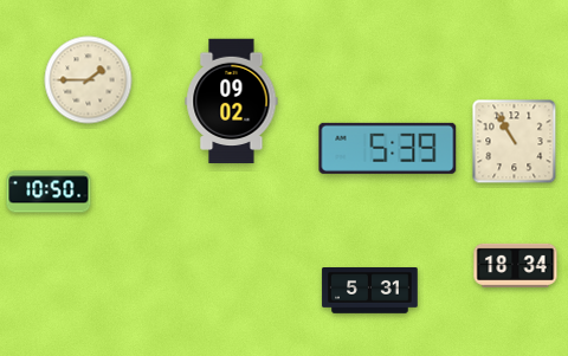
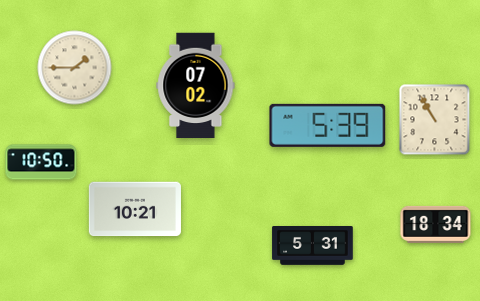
clock at (232, 102): 09:02 -> 07:02
clock at (135, 209): none -> 10:21
